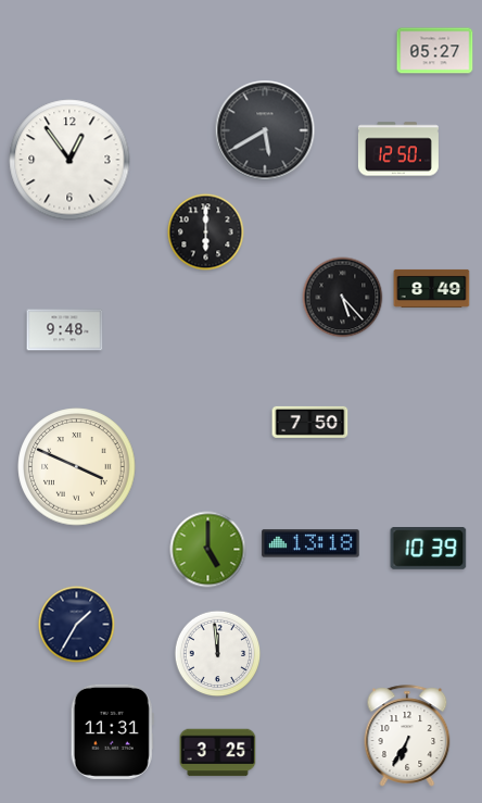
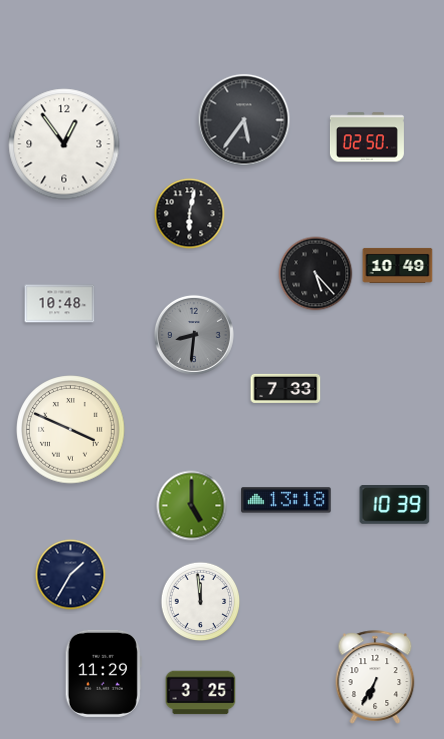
clock at (435, 51): 05:27 -> none
clock at (265, 130): 5:40 -> 5:36
clock at (398, 149): 12:50 -> 02:50
clock at (69, 160) position: (69, 160) -> (64, 144)
clock at (206, 233): 6:00 -> 6:02
clock at (432, 288): 8:49 -> 10:49
clock at (65, 330): 9:48 -> 10:48
clock at (194, 335): none -> 8:31
clock at (310, 422): 7:50 -> 7:33
clock at (112, 731): 11:31 -> 11:29
